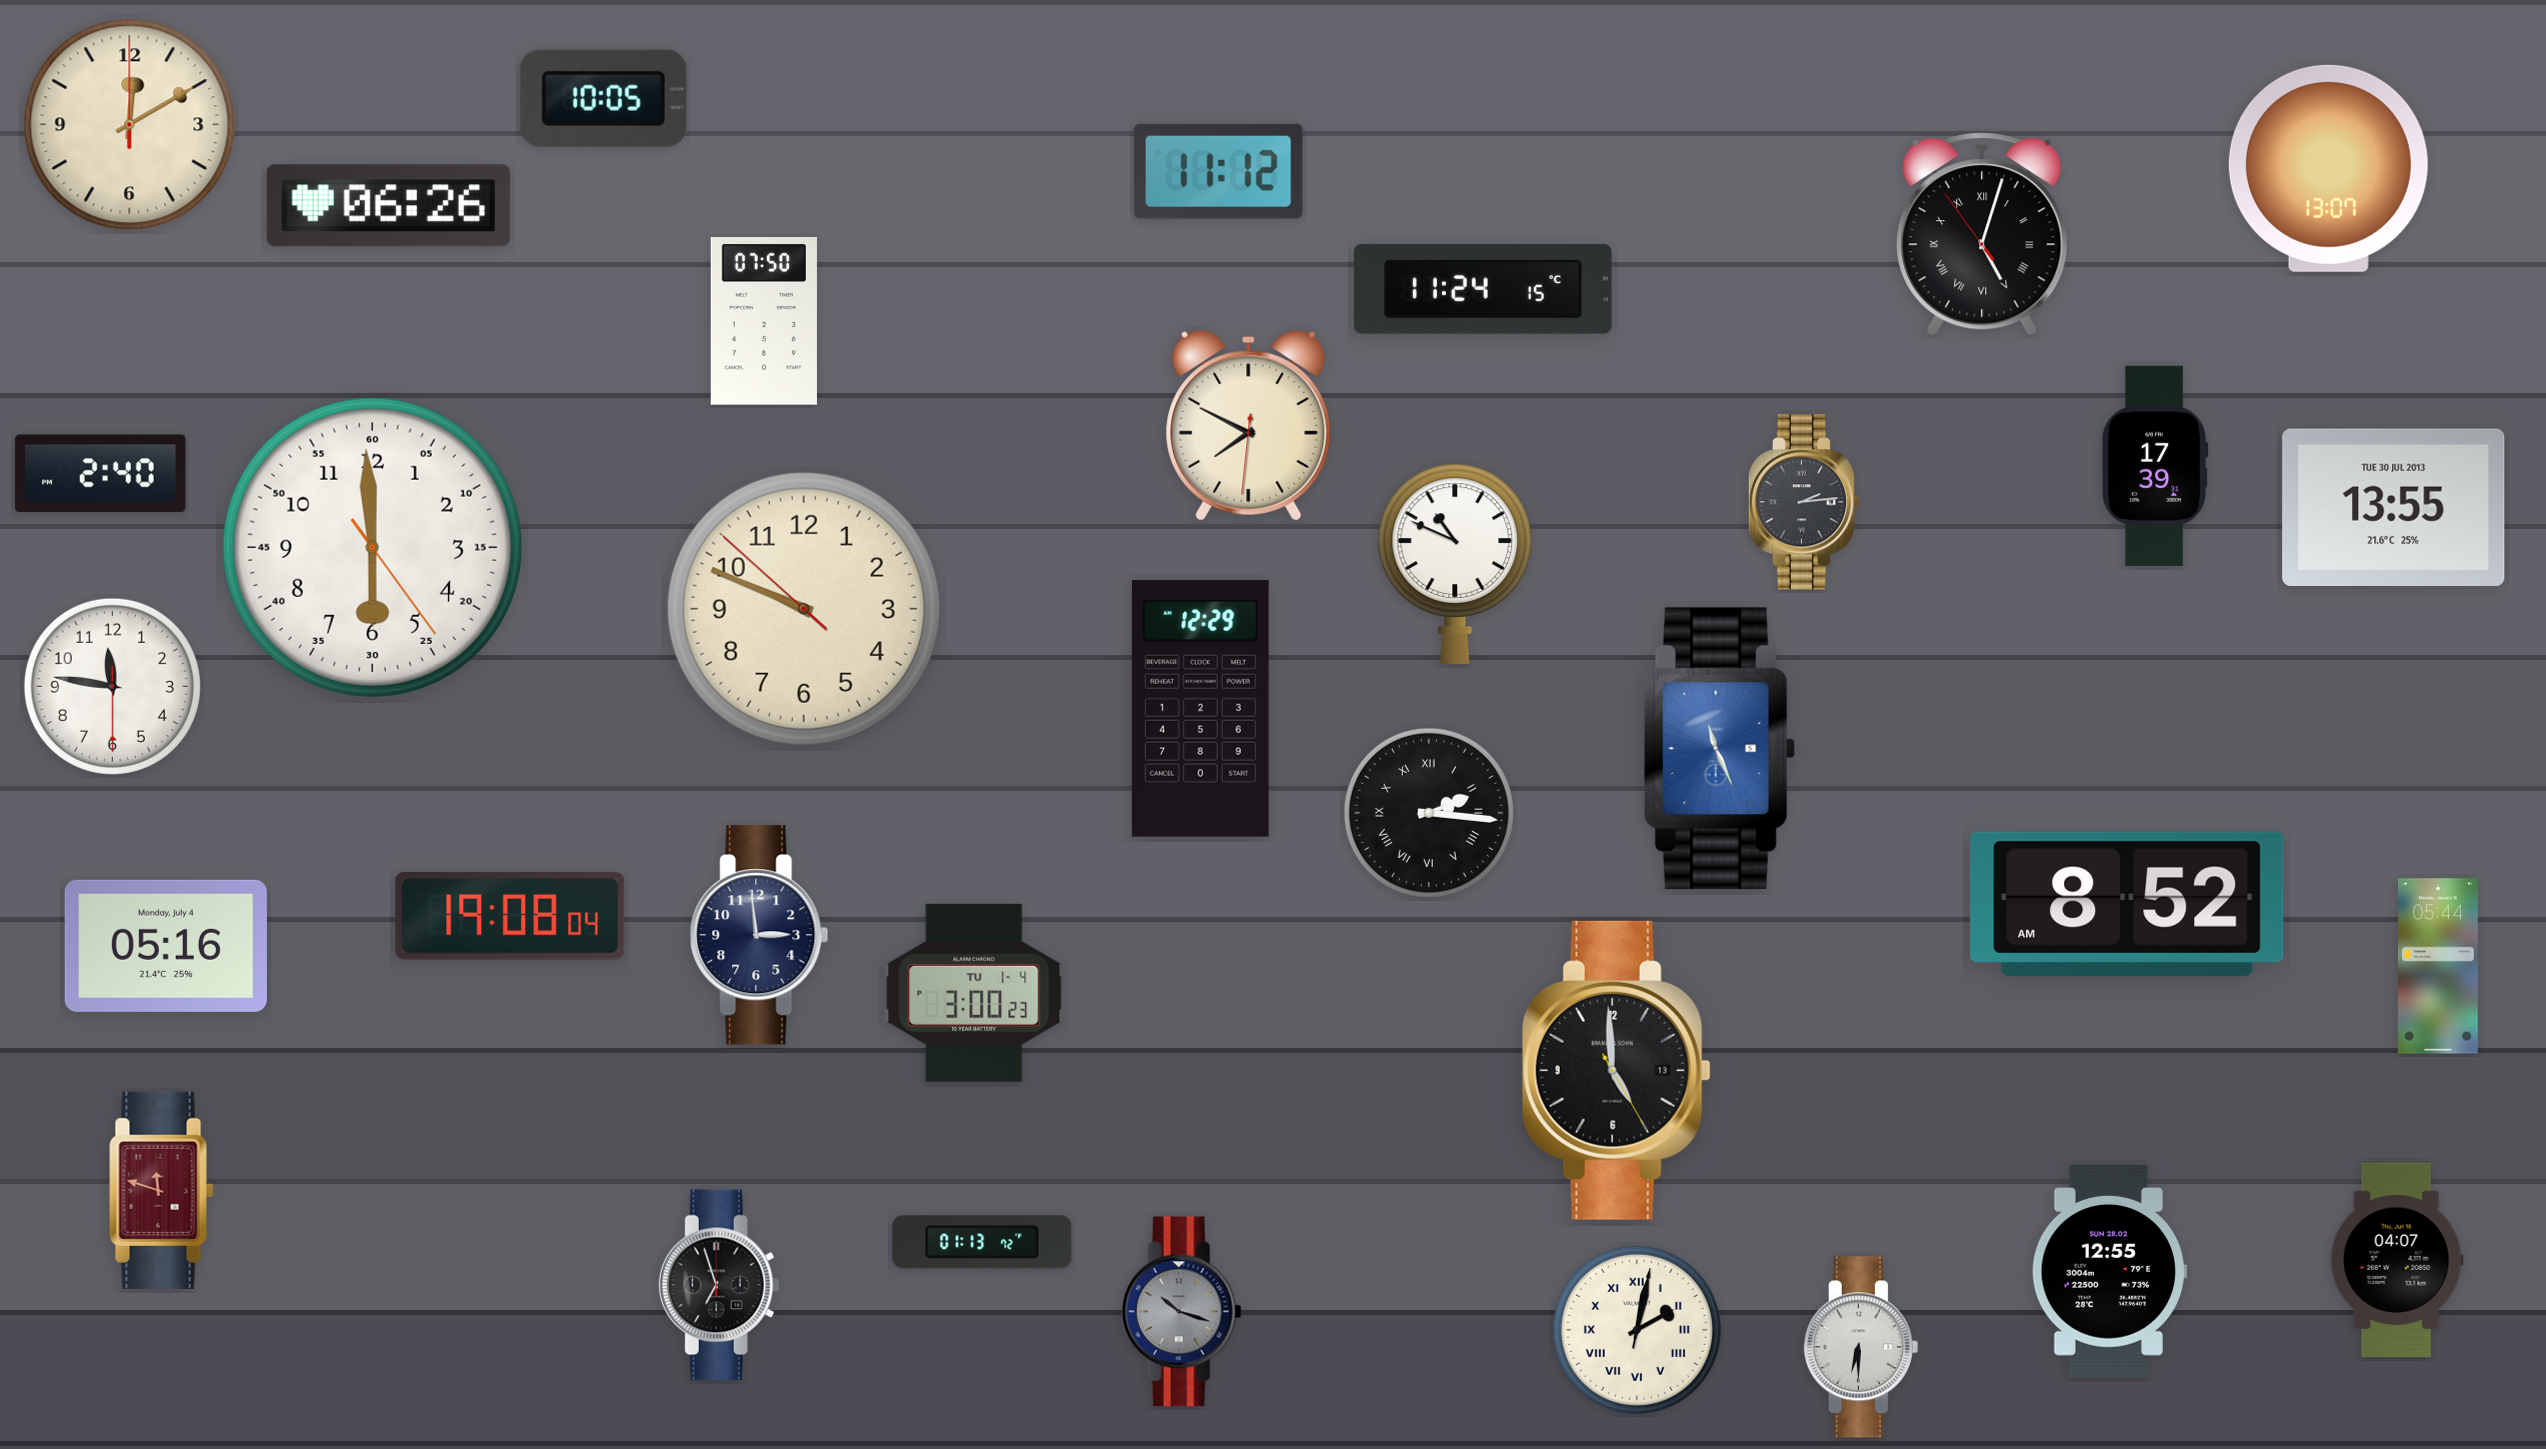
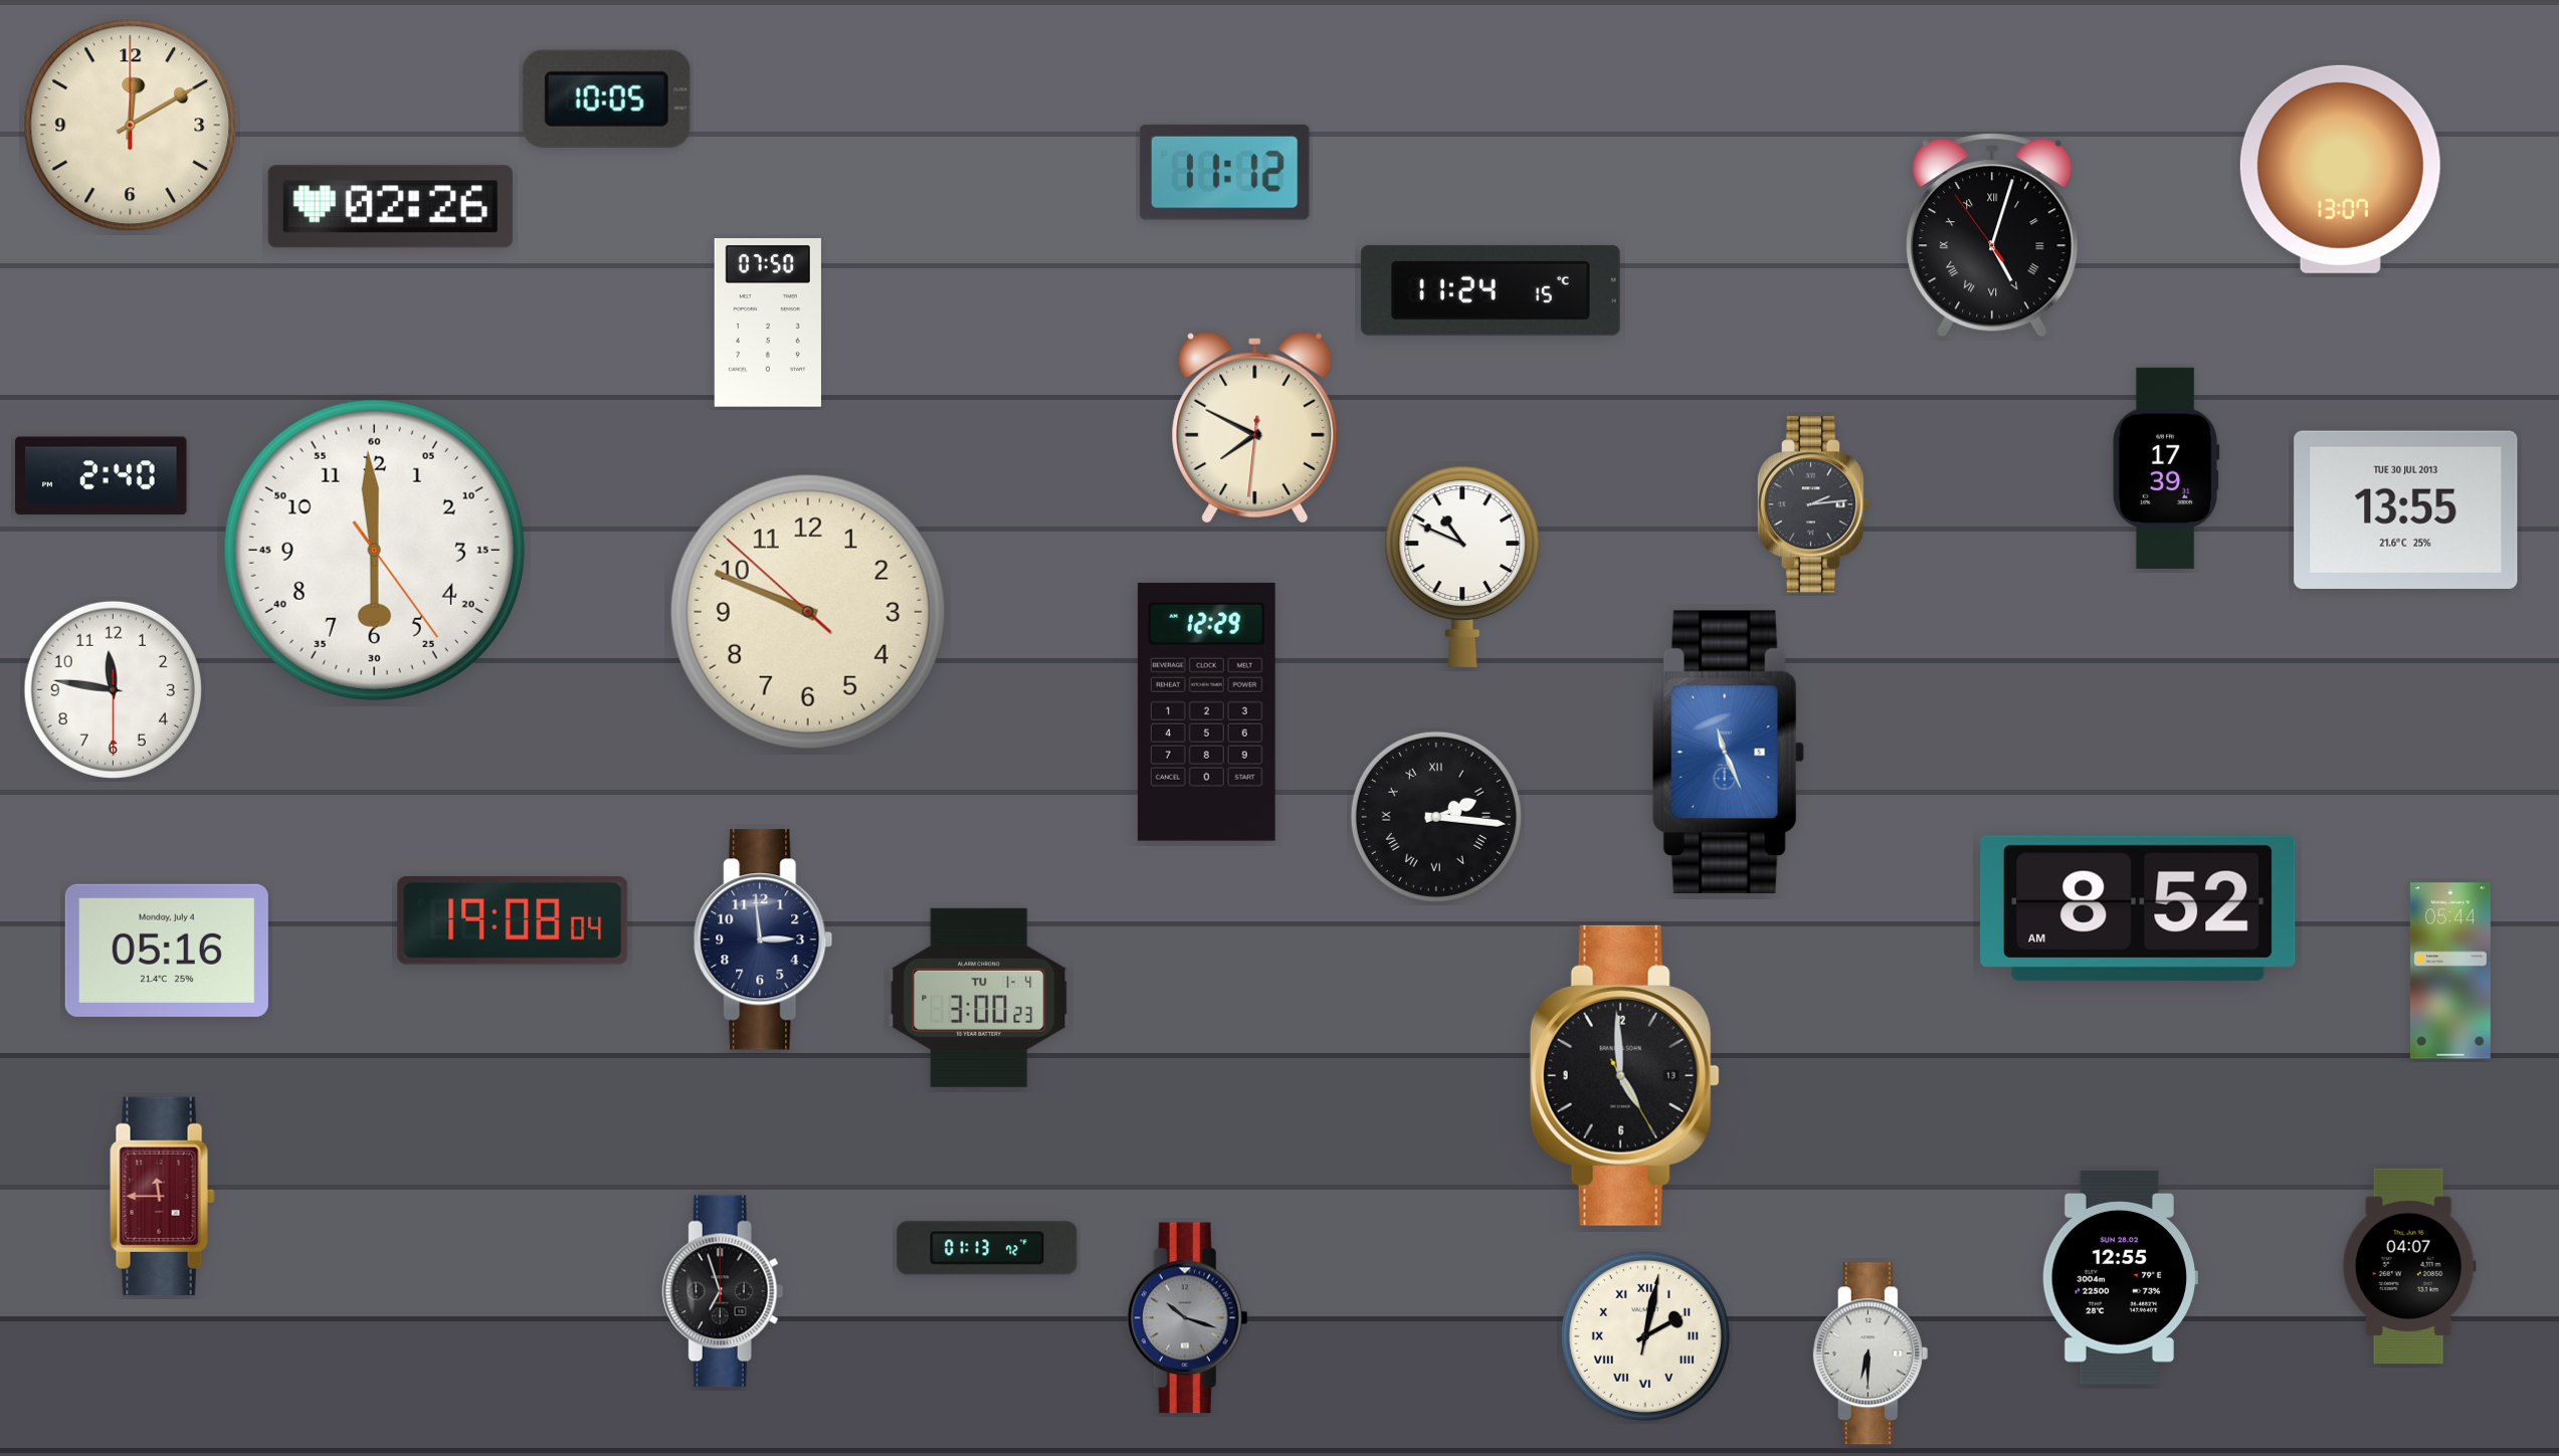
clock at (388, 206): 06:26 -> 02:26
clock at (162, 1190): 11:48 -> 11:45
